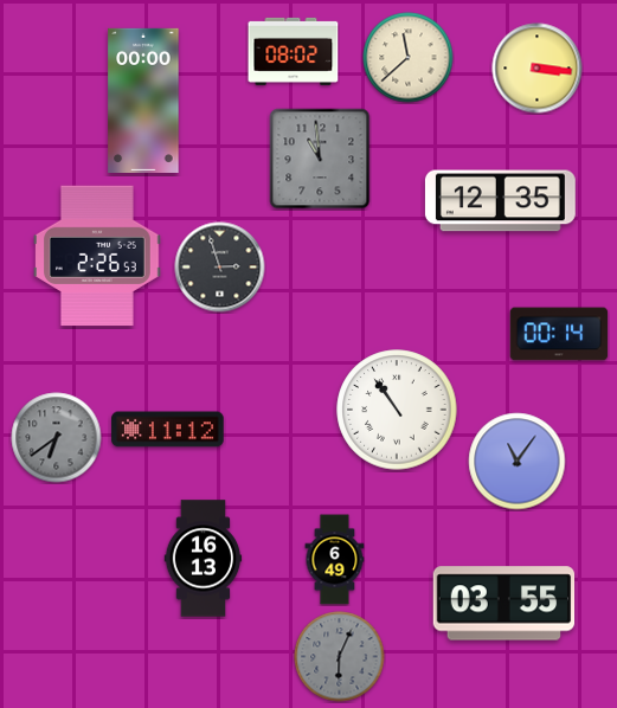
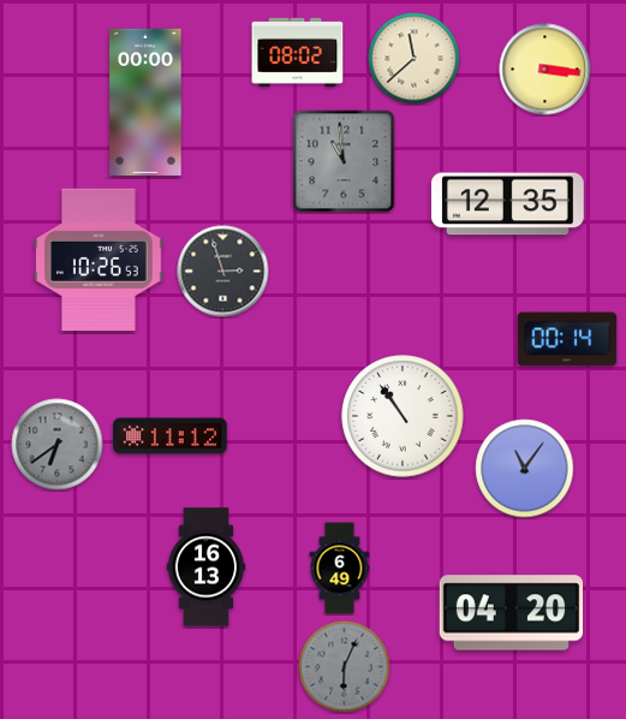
clock at (320, 159) position: (320, 159) -> (344, 161)
clock at (98, 256): 2:26 -> 10:26
clock at (504, 604): 03:55 -> 04:20
